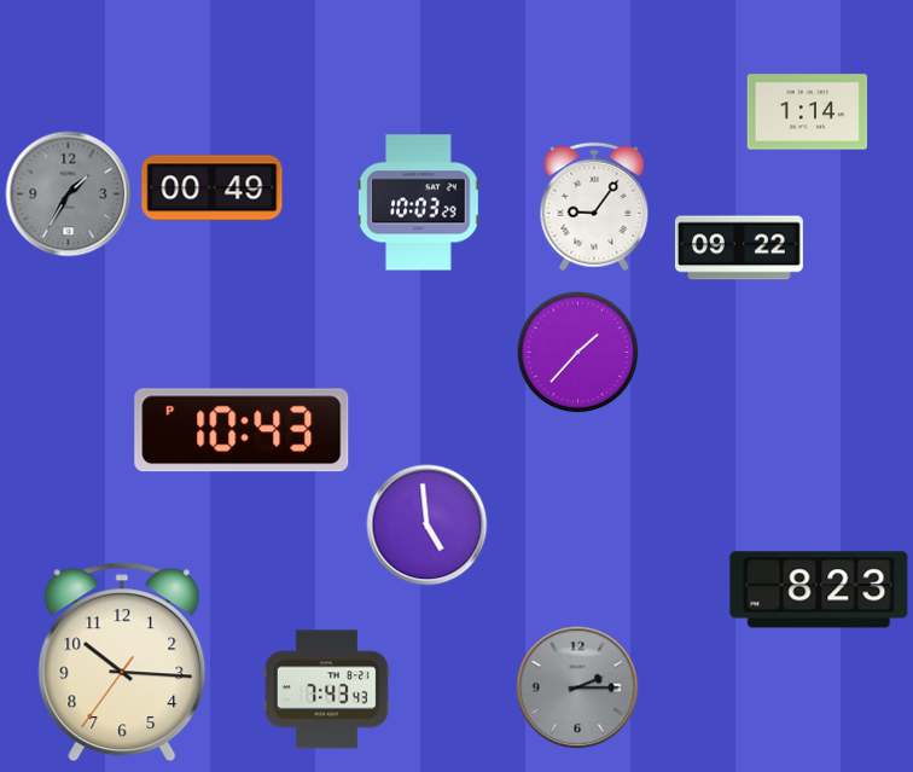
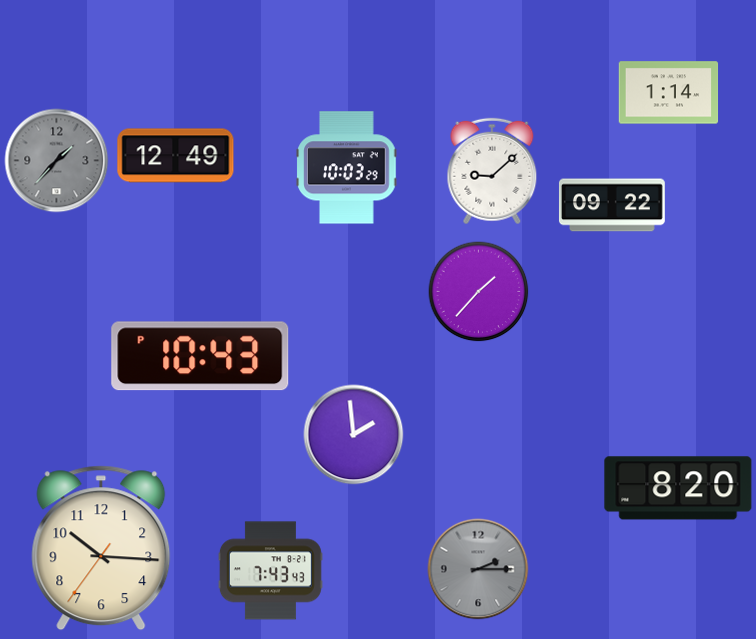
clock at (213, 188): 00:49 -> 12:49
clock at (69, 195): 1:35 -> 1:37
clock at (594, 207): 9:06 -> 9:08
clock at (428, 526): 4:59 -> 1:59
clock at (819, 590): 8:23 -> 8:20
